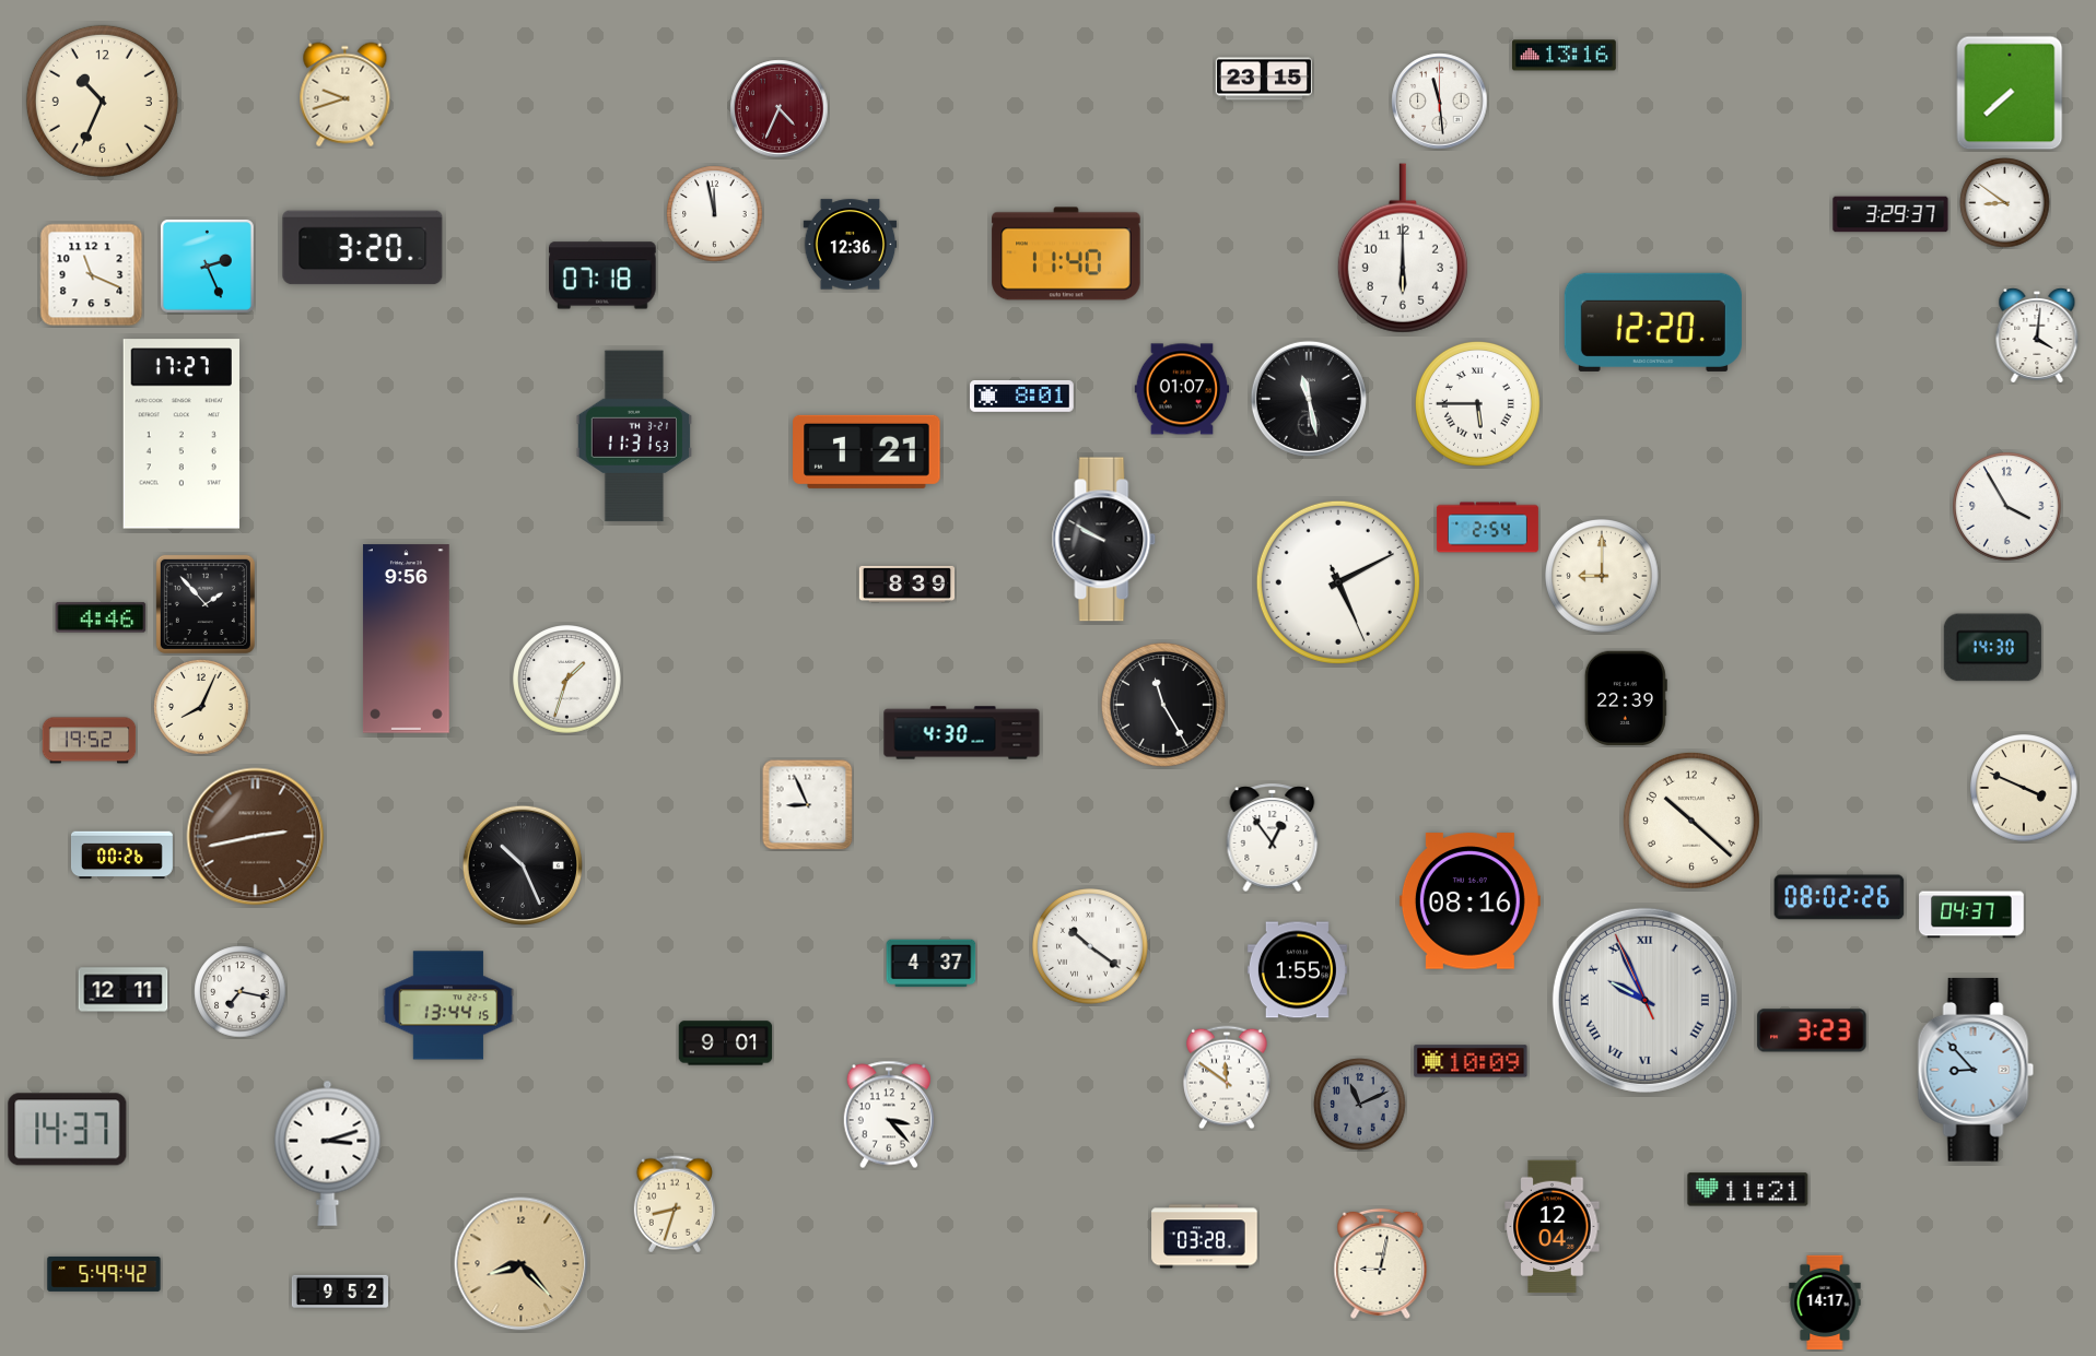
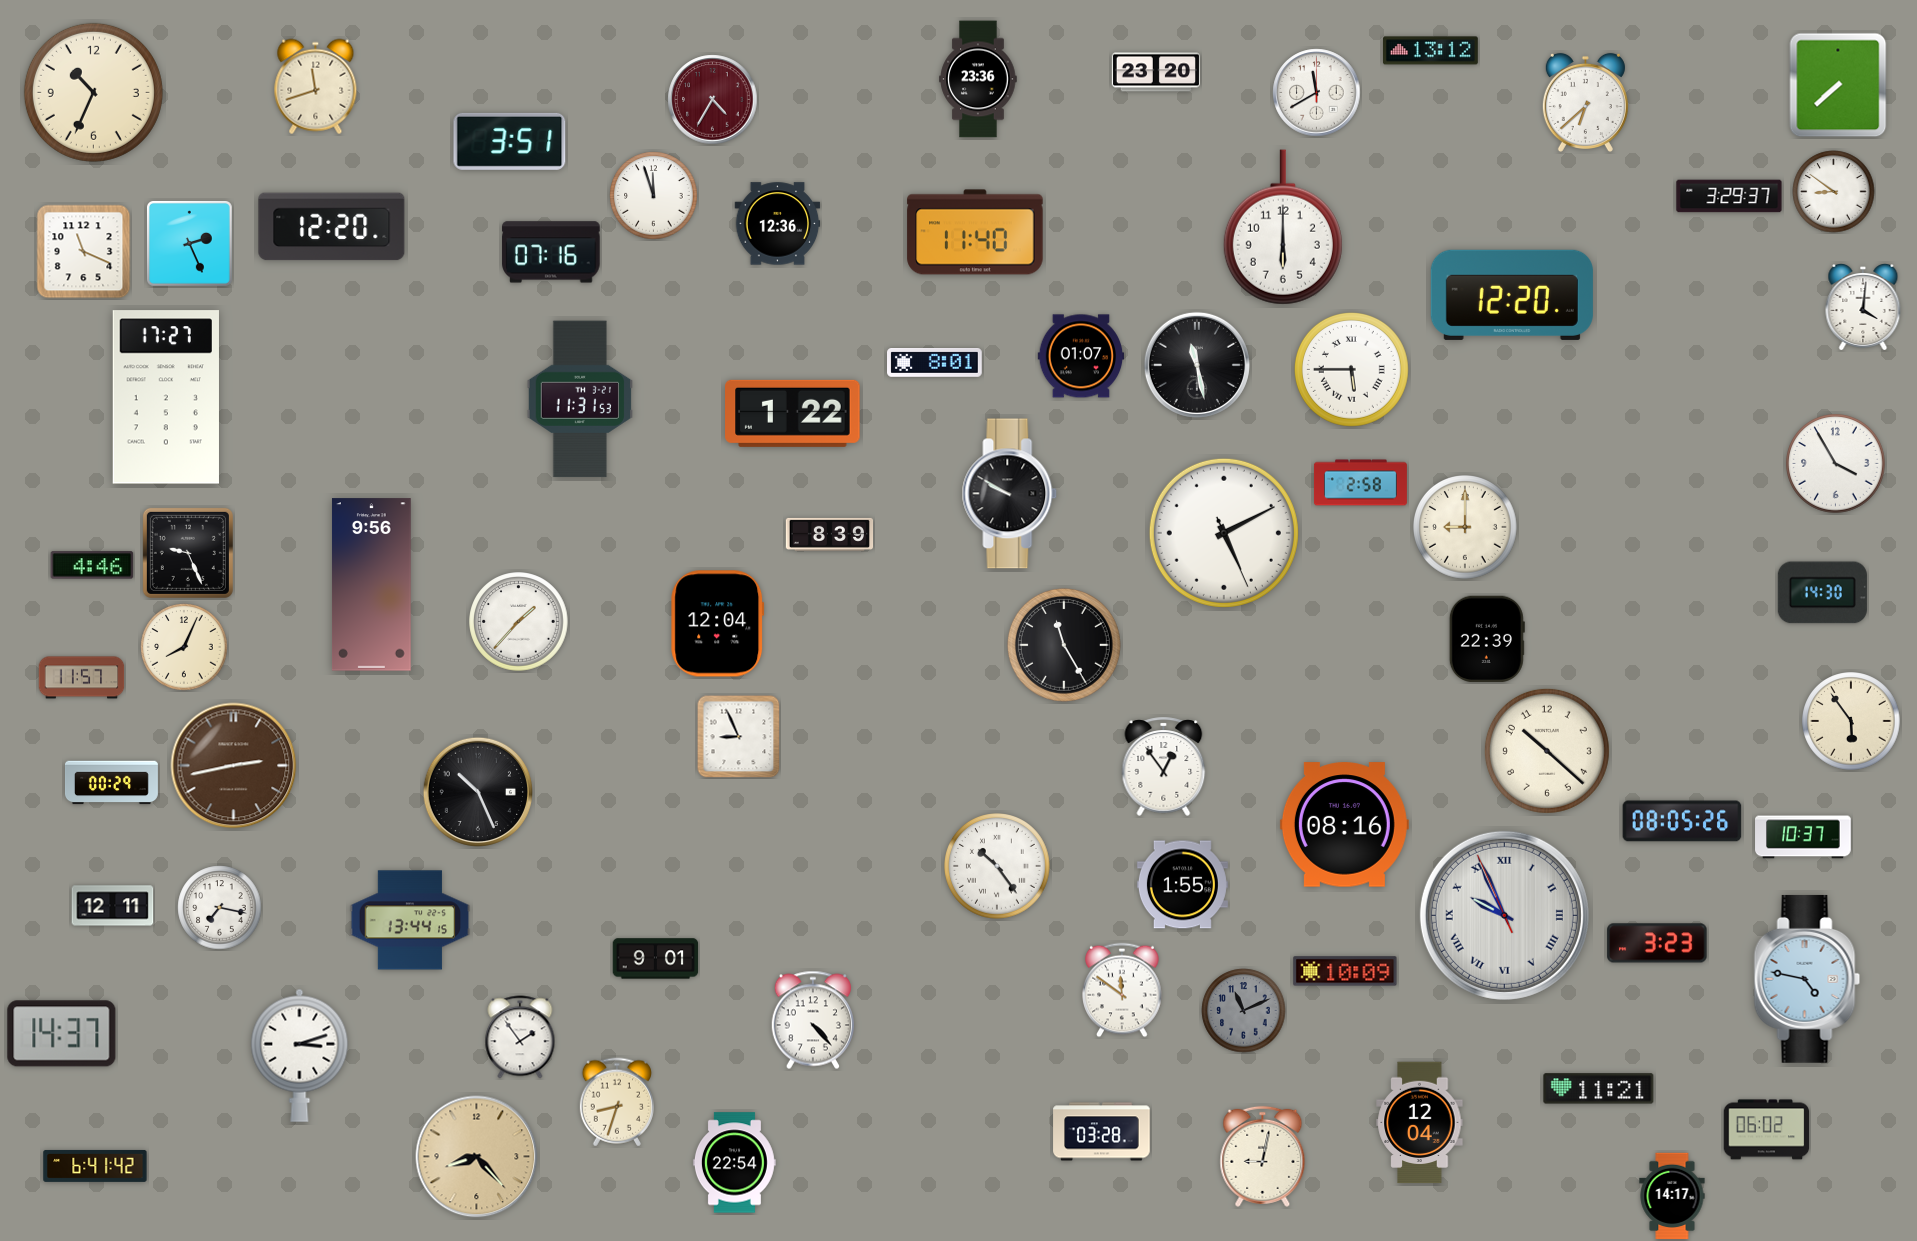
clock at (1565, 56): 13:16 -> 13:12
clock at (1263, 79): 23:15 -> 23:20
clock at (978, 79): none -> 23:36
clock at (346, 95): 9:42 -> 11:42
clock at (1440, 102): 11:29 -> 11:40
clock at (780, 109): 4:34 -> 4:35
clock at (1585, 102): none -> 6:38
clock at (510, 141): none -> 3:51
clock at (2005, 203) position: (2005, 203) -> (1834, 192)
clock at (715, 214): 11:58 -> 11:57
clock at (363, 248): 3:20 -> 12:20
clock at (602, 275): 07:18 -> 07:16
clock at (867, 451): 1:21 -> 1:22
clock at (1487, 528): 2:54 -> 2:58
clock at (206, 604): 1:53 -> 9:26
clock at (567, 680): 1:33 -> 1:37
clock at (718, 624): none -> 12:04
clock at (962, 733): 4:30 -> none
clock at (90, 741): 19:52 -> 11:57
clock at (2024, 788): 3:49 -> 5:54
clock at (121, 856): 00:26 -> 00:29
clock at (1839, 897): 08:02 -> 08:05
clock at (1971, 915): 04:37 -> 10:37
clock at (1091, 947): 10:21 -> 10:24
clock at (932, 964): 4:37 -> none
clock at (1297, 970) position: (1297, 970) -> (1182, 885)
clock at (726, 1043) position: (726, 1043) -> (656, 959)
clock at (1976, 1070): 8:53 -> 4:47
clock at (1227, 1077) position: (1227, 1077) -> (1122, 990)
clock at (888, 1115): 3:23 -> 4:23
clock at (520, 1037): none -> 1:54
clock at (1767, 1130): none -> 06:02
clock at (734, 1163): none -> 22:54
clock at (104, 1274): 5:49 -> 6:41
clock at (339, 1292): 9:52 -> none
clock at (1825, 1302) position: (1825, 1302) -> (1672, 1196)
